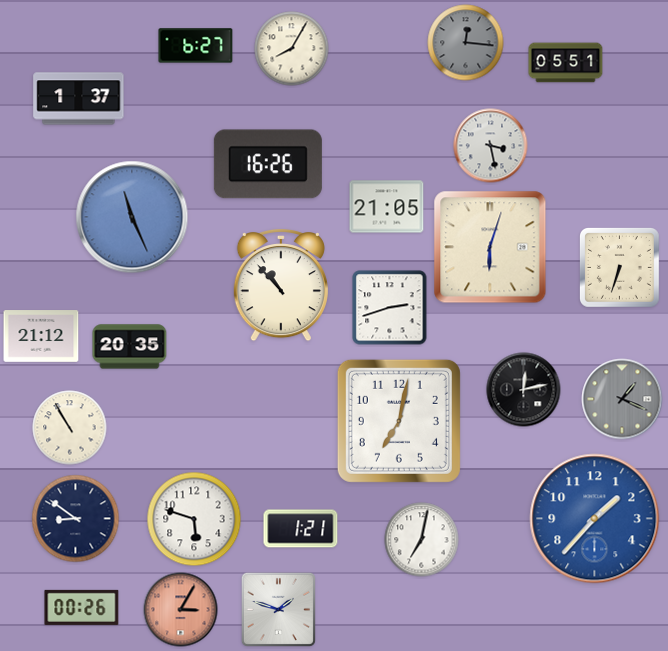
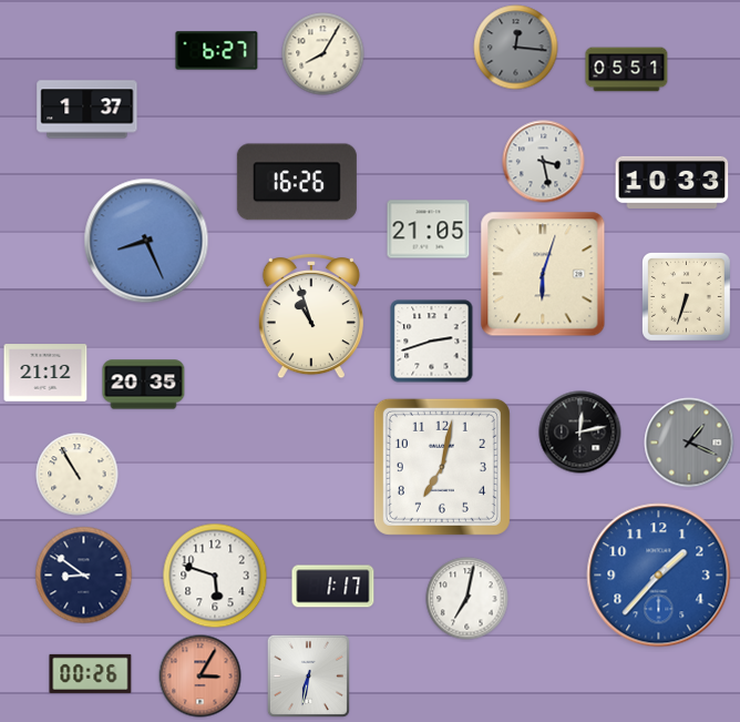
clock at (672, 182): none -> 10:33
clock at (132, 217): 11:26 -> 8:26
clock at (281, 285): 10:53 -> 10:57
clock at (301, 529): 1:21 -> 1:17
clock at (278, 609): 1:48 -> 6:32
